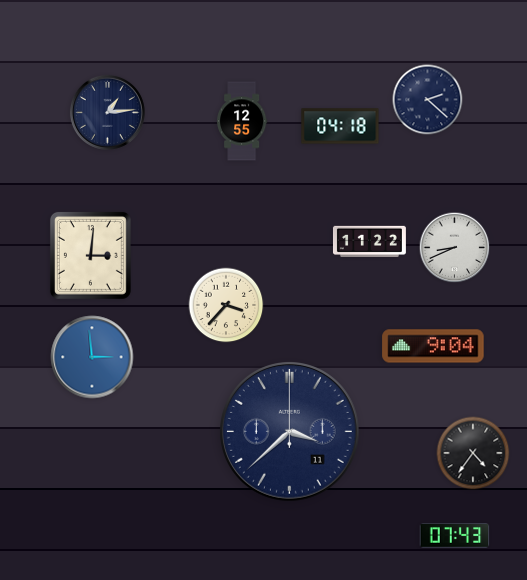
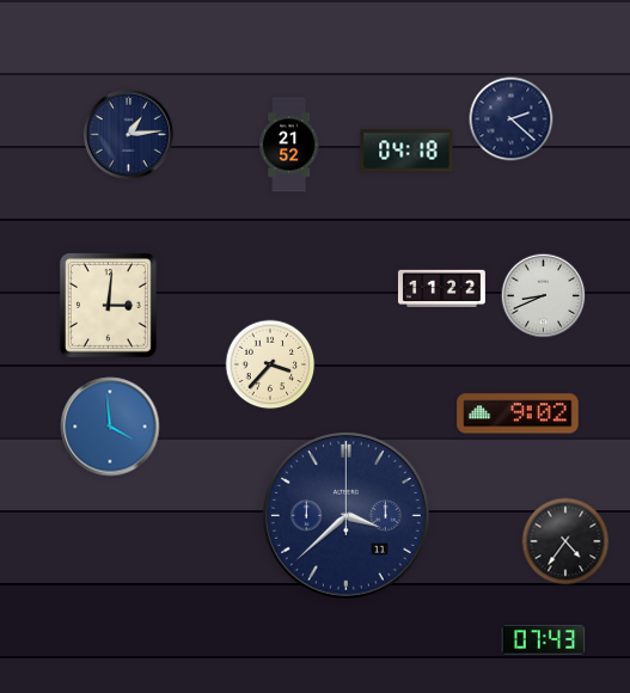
clock at (243, 121): 12:55 -> 21:52
clock at (433, 346): 9:04 -> 9:02
clock at (92, 357): 2:59 -> 3:59
